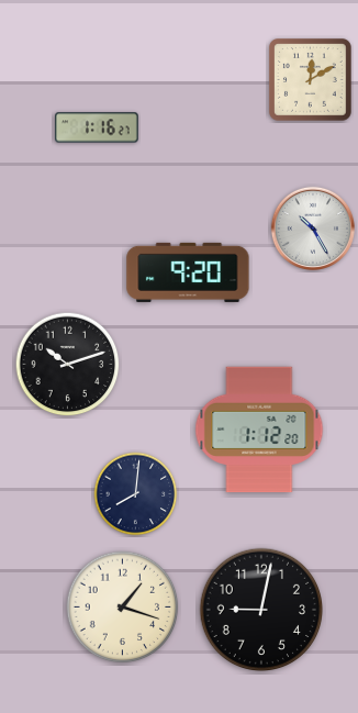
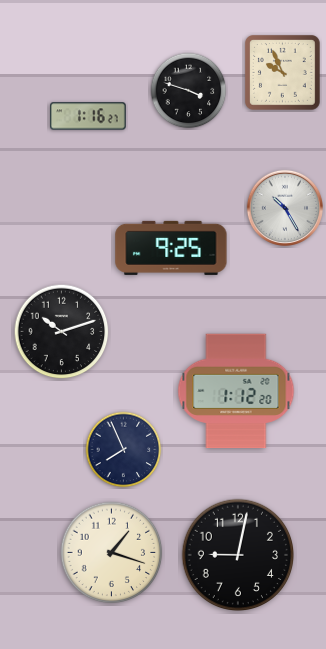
clock at (311, 80): 12:10 -> 9:56
clock at (189, 91): none -> 3:48
clock at (188, 272): 9:20 -> 9:25
clock at (136, 494): 8:01 -> 7:56
